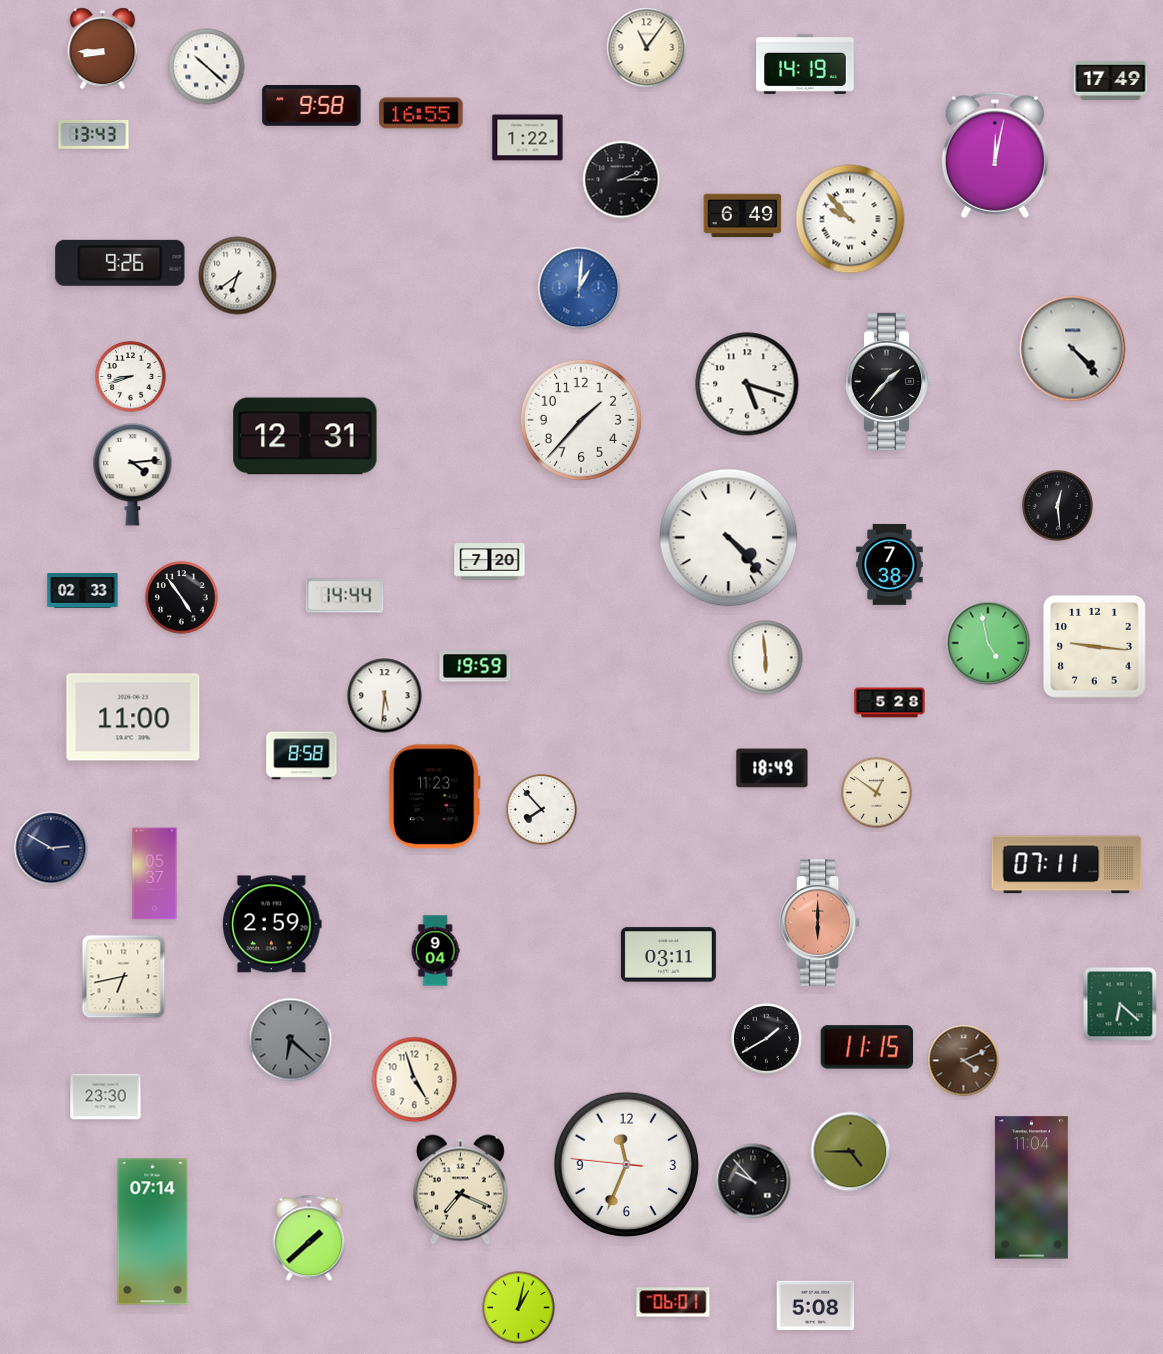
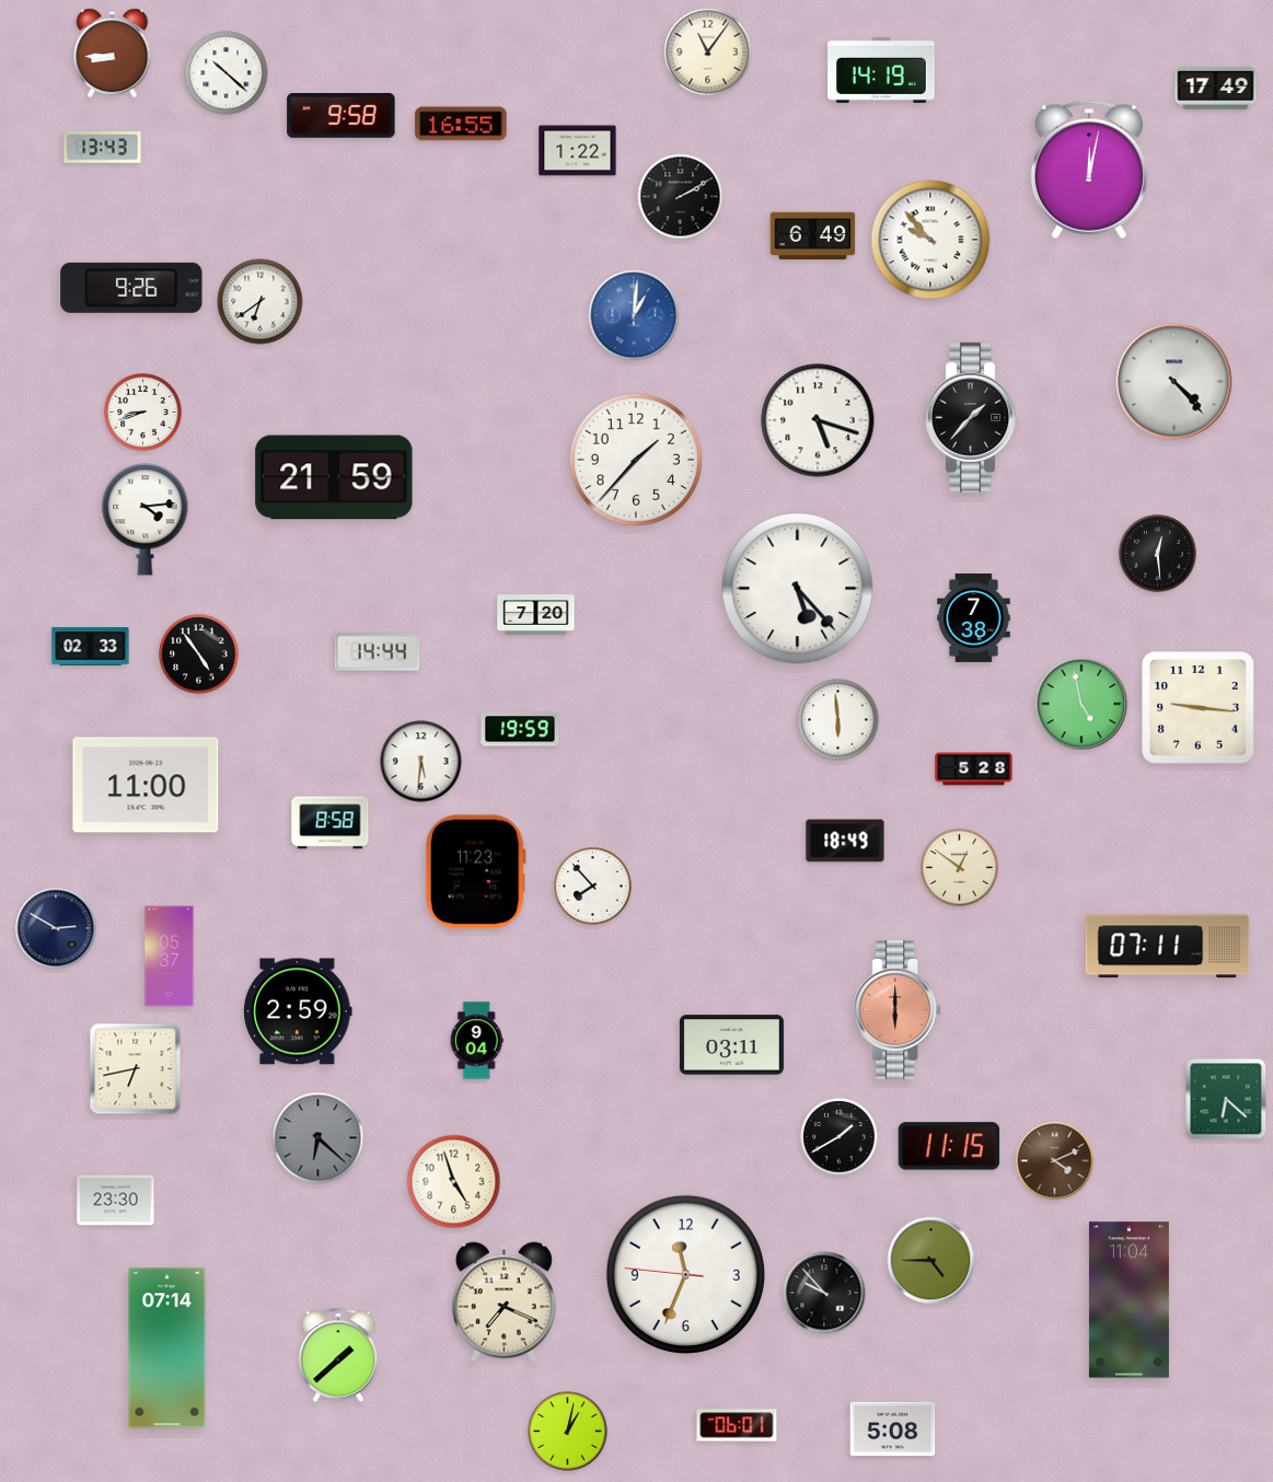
clock at (622, 180): 2:15 -> 2:10
clock at (305, 436): 12:31 -> 21:59
clock at (729, 538): 4:23 -> 5:23
clock at (302, 756) position: (302, 756) -> (331, 823)
